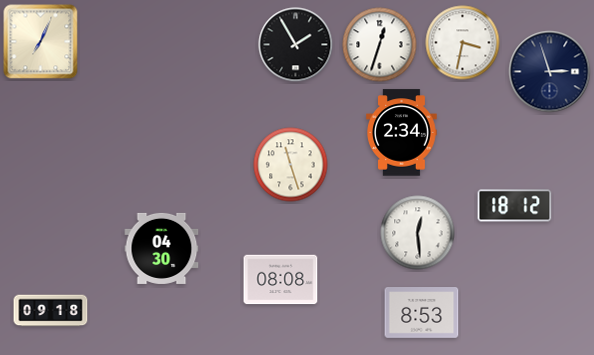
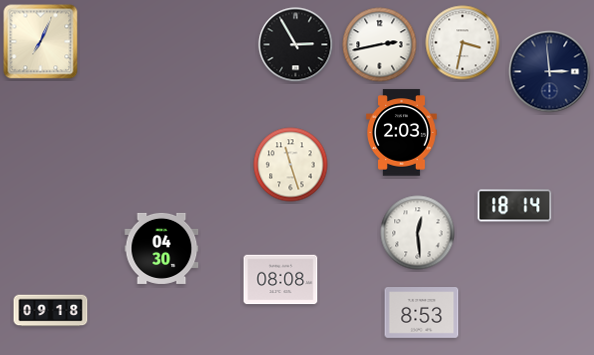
clock at (296, 45): 1:55 -> 2:55
clock at (380, 45): 12:33 -> 2:43
clock at (550, 72): 2:57 -> 2:59
clock at (402, 133): 2:34 -> 2:03
clock at (515, 206): 18:12 -> 18:14
